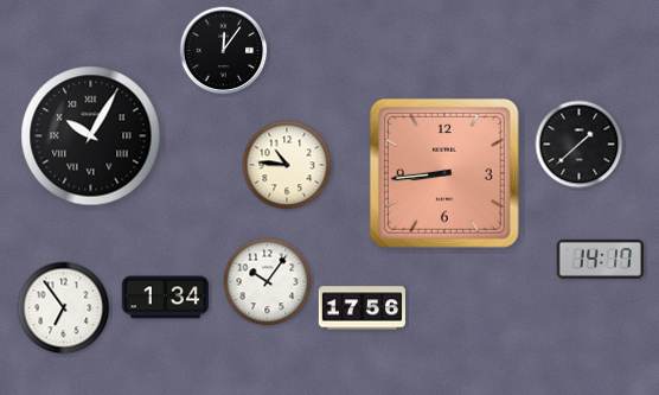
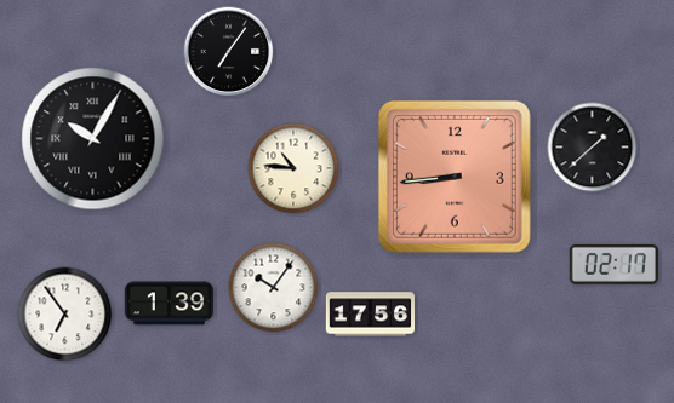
clock at (224, 51): 12:06 -> 7:06
clock at (600, 259): 14:17 -> 02:17
clock at (165, 298): 1:34 -> 1:39
